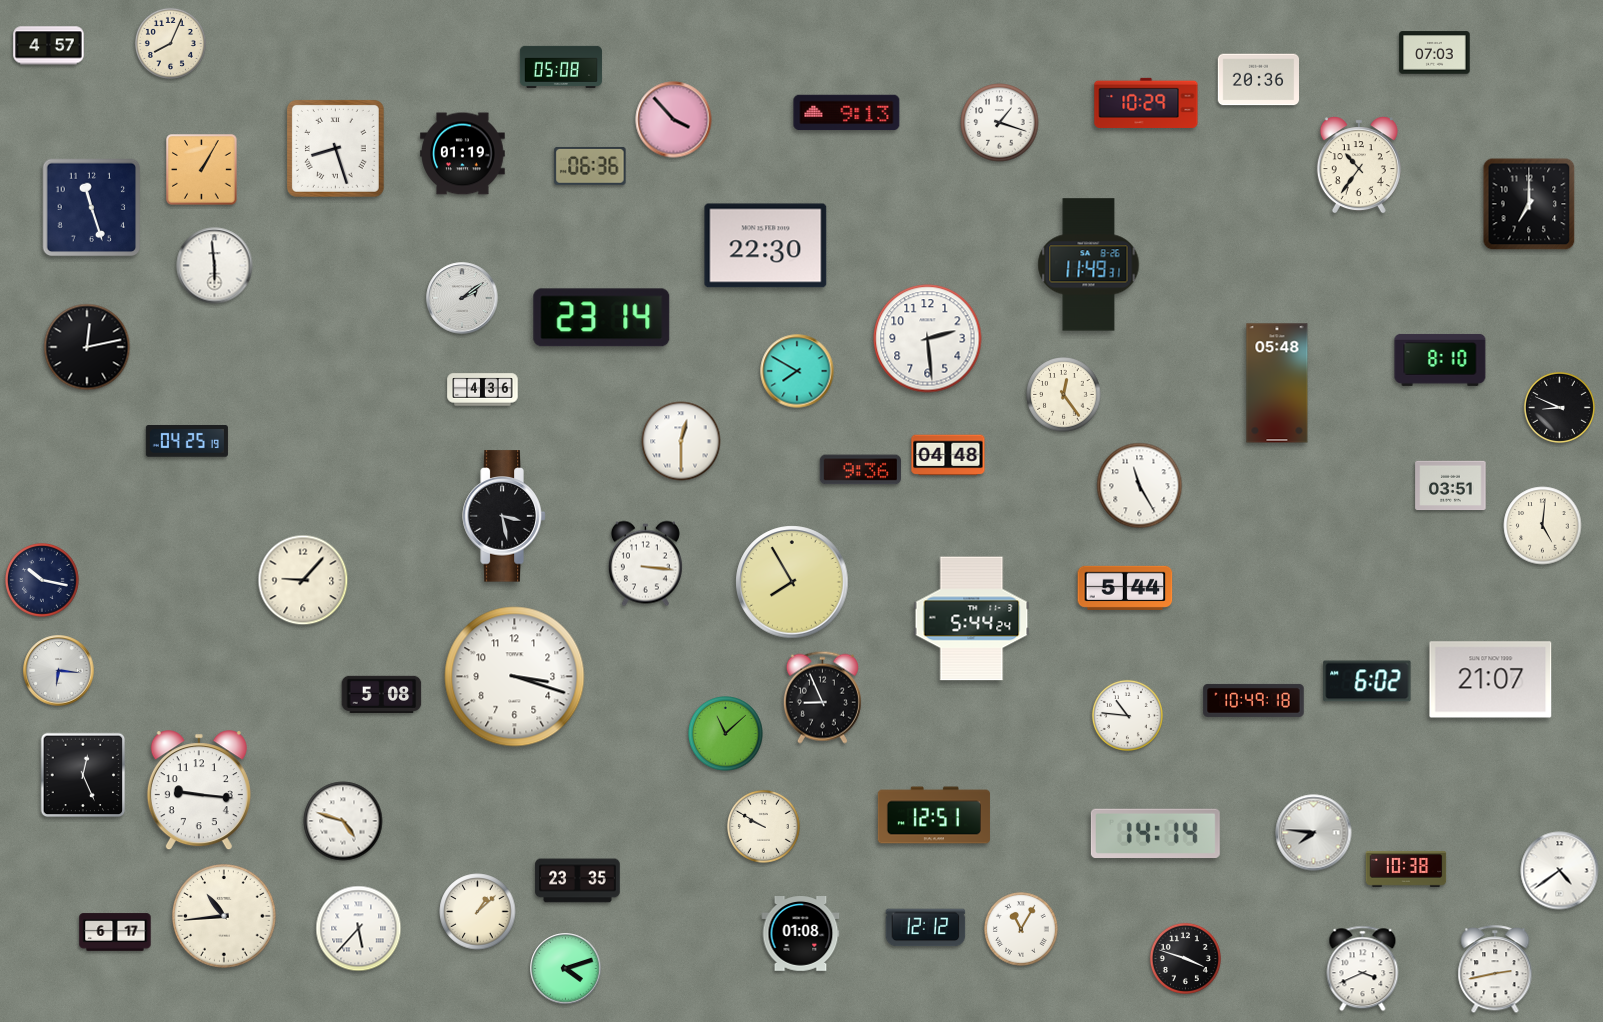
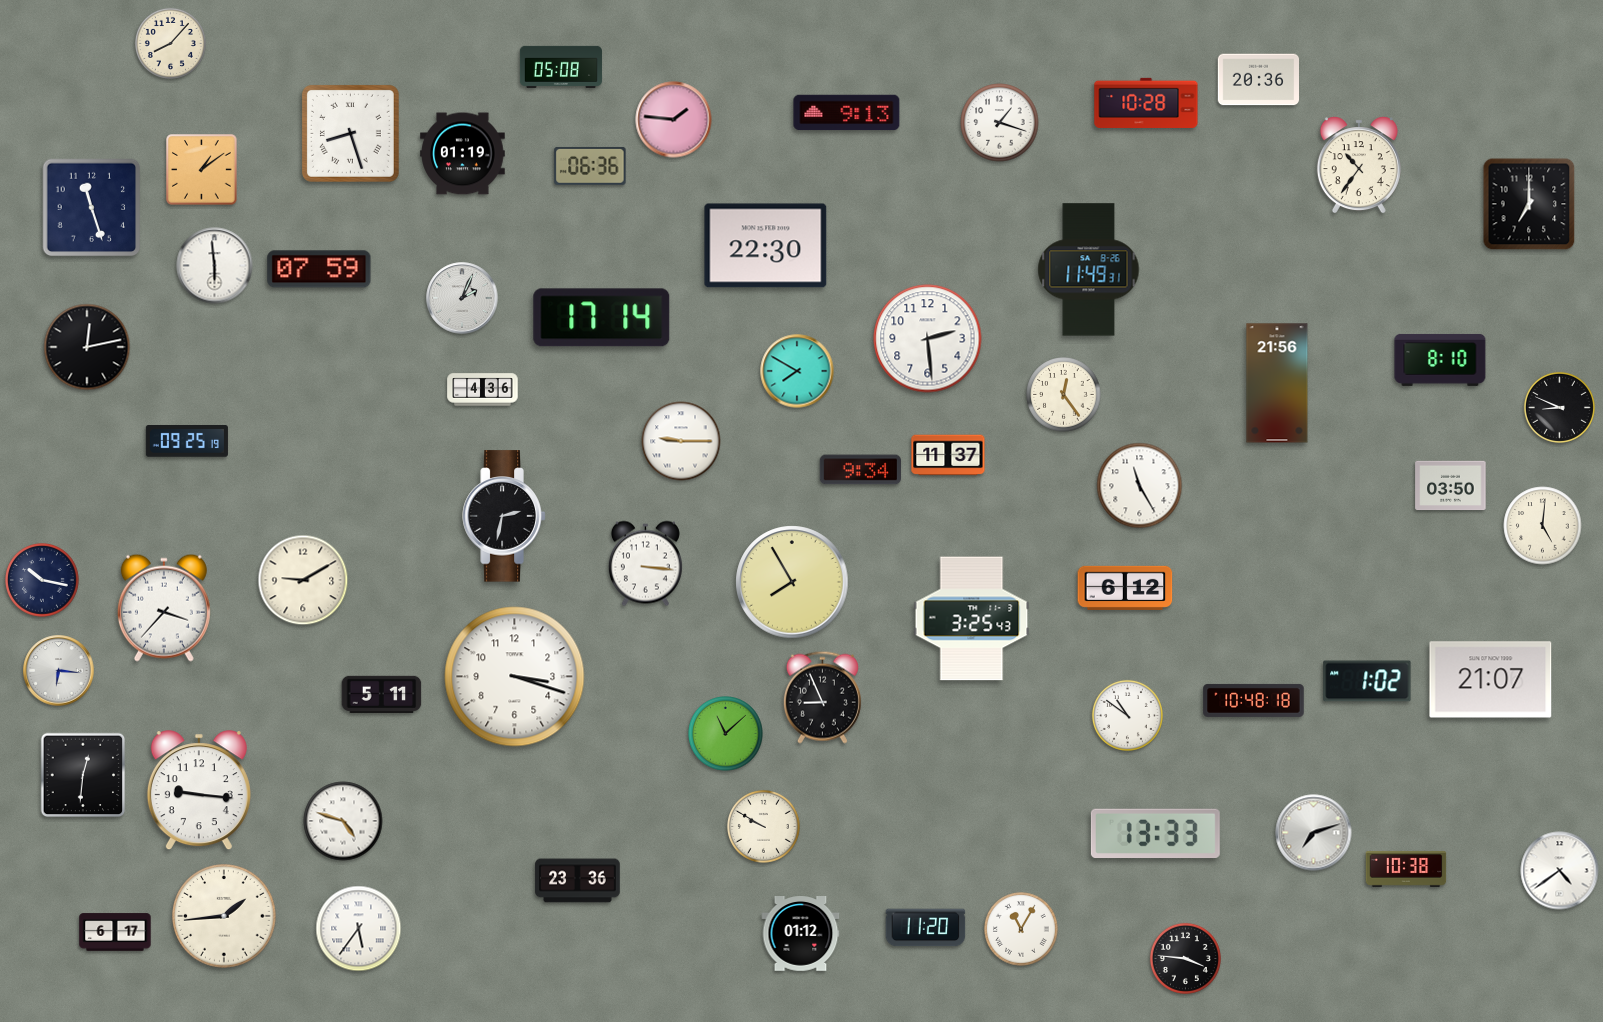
clock at (170, 43): 8:04 -> 8:07
clock at (49, 46): 4:57 -> none
clock at (1435, 53): 07:03 -> none
clock at (1146, 103): 10:29 -> 10:28
clock at (674, 120): 3:53 -> 1:46
clock at (335, 148) position: (335, 148) -> (350, 133)
clock at (202, 170): 1:05 -> 1:09
clock at (1089, 265) position: (1089, 265) -> (1089, 270)
clock at (319, 269): none -> 07:59
clock at (462, 298): 2:09 -> 2:04
clock at (602, 318): 23:14 -> 17:14
clock at (1277, 383): 05:48 -> 21:56
clock at (681, 441): 12:30 -> 9:15
clock at (187, 442): 04:25 -> 09:25
clock at (948, 455): 04:48 -> 11:37
clock at (860, 470): 9:36 -> 9:34
clock at (1451, 486): 03:51 -> 03:50
clock at (504, 516): 3:28 -> 2:32
clock at (303, 580): 9:07 -> 9:10
clock at (1125, 588): 5:44 -> 6:12
clock at (164, 608): none -> 3:37
clock at (972, 619): 5:44 -> 3:25
clock at (1367, 681): 6:02 -> 1:02
clock at (382, 694): 5:08 -> 5:11
clock at (1254, 700): 10:49 -> 10:48
clock at (1127, 715): 10:46 -> 10:51
clock at (83, 775): 12:26 -> 12:31
clock at (934, 815): 12:51 -> none
clock at (1314, 833): 7:46 -> 7:12
clock at (1155, 834): 14:14 -> 13:33
clock at (578, 881): 23:35 -> 23:36
clock at (478, 912): 1:08 -> none
clock at (224, 916): 10:44 -> 1:44
clock at (926, 928): 12:12 -> 11:20
clock at (359, 929): 5:37 -> 5:36
clock at (801, 934): 01:08 -> 01:12
clock at (1185, 958): 3:48 -> 3:46
clock at (566, 969): 4:12 -> none
clock at (1363, 969): 3:41 -> none
clock at (1495, 970): 2:43 -> none
